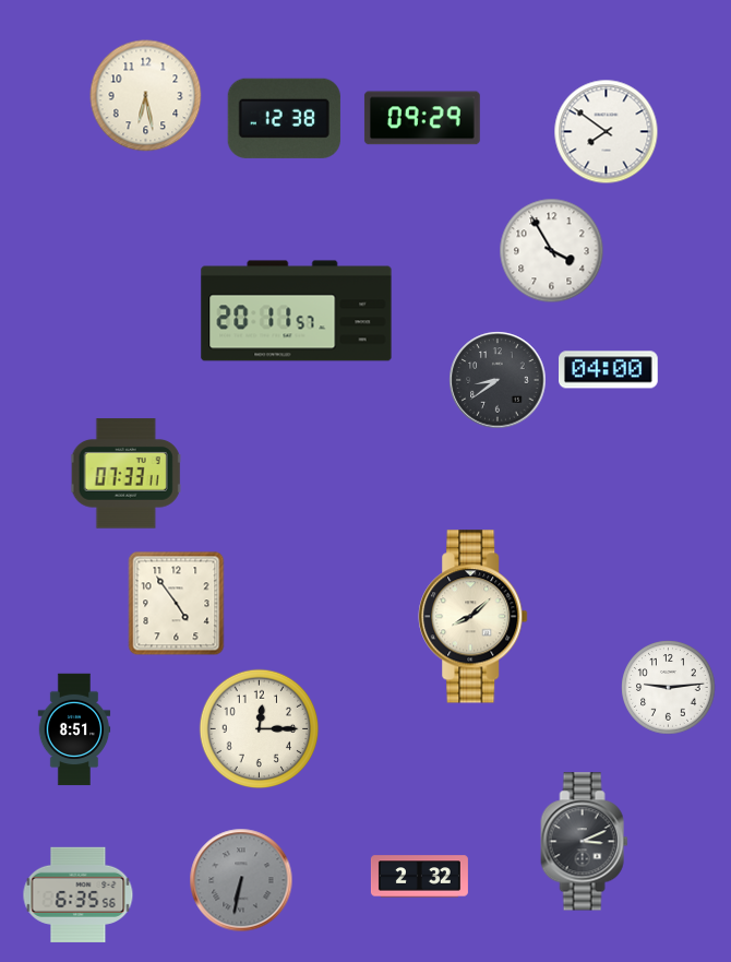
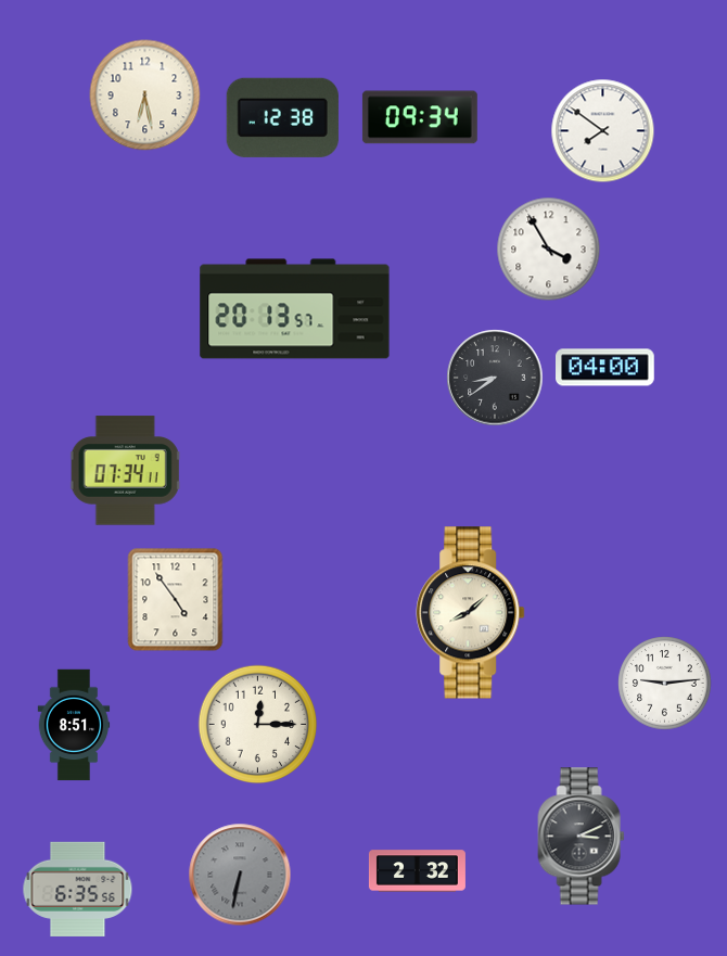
clock at (422, 118): 09:29 -> 09:34
clock at (297, 311): 20:11 -> 20:13
clock at (127, 474): 07:33 -> 07:34
